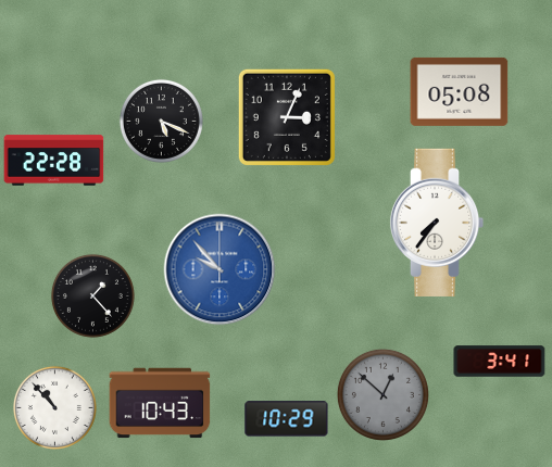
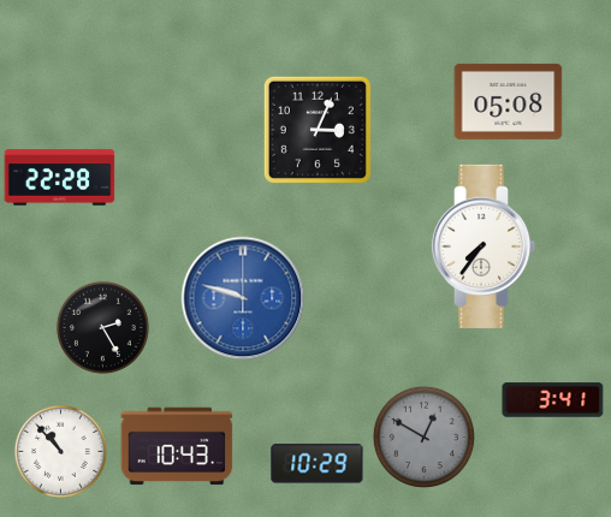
clock at (161, 121): 5:19 -> none
clock at (219, 269): 9:53 -> 9:48
clock at (92, 295): 1:23 -> 2:25
clock at (382, 394): 12:52 -> 12:50
